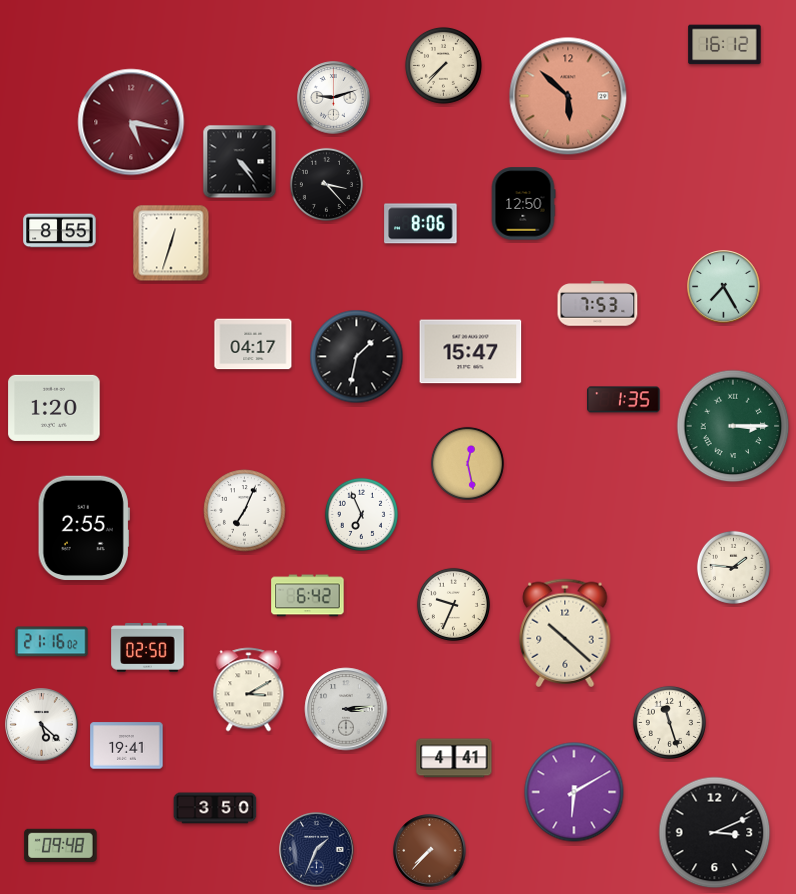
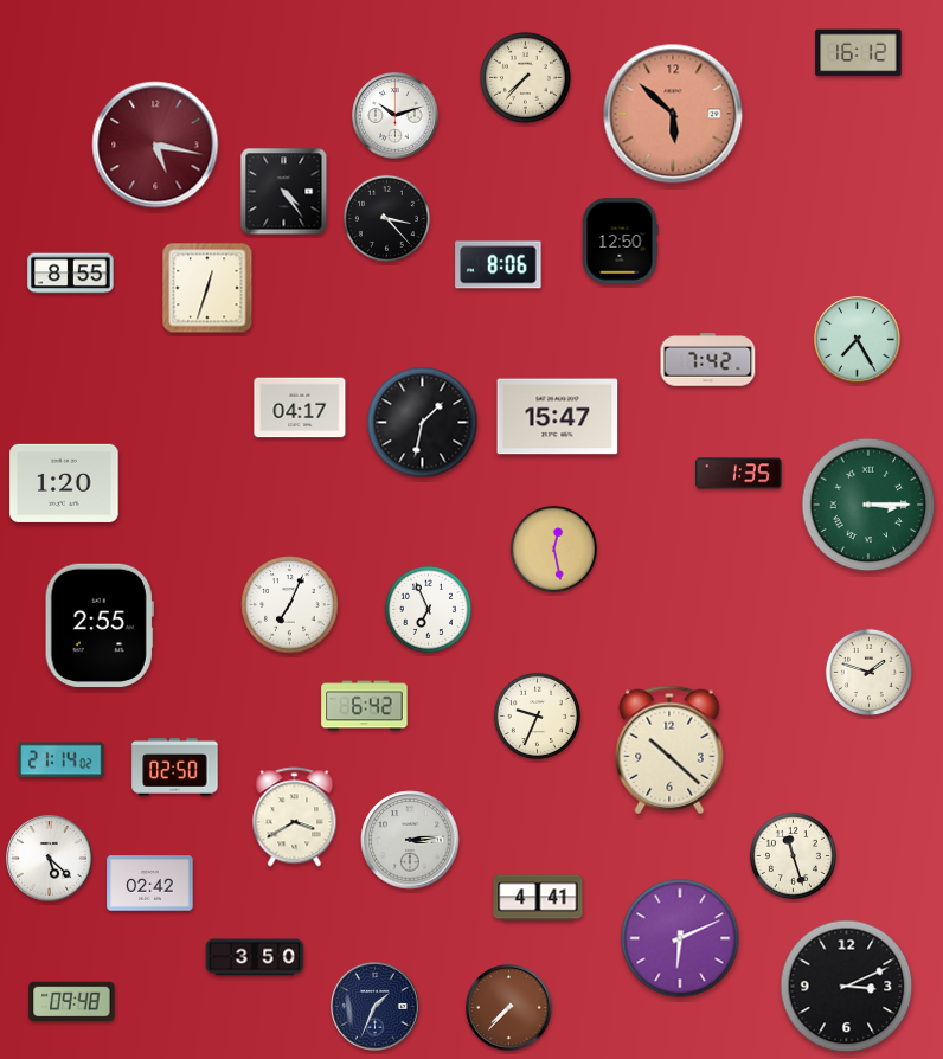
clock at (334, 98): 9:12 -> 10:12
clock at (171, 243) position: (171, 243) -> (207, 288)
clock at (598, 304): 7:53 -> 7:42
clock at (733, 567): 1:46 -> 1:48
clock at (52, 642): 21:16 -> 21:14
clock at (249, 690): 3:10 -> 3:40
clock at (127, 746): 19:41 -> 02:42
clock at (574, 792): 6:10 -> 6:11
